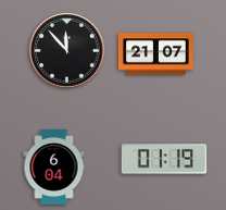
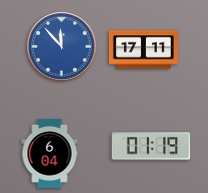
clock at (67, 51) dial: black -> blue
clock at (155, 54): 21:07 -> 17:11
